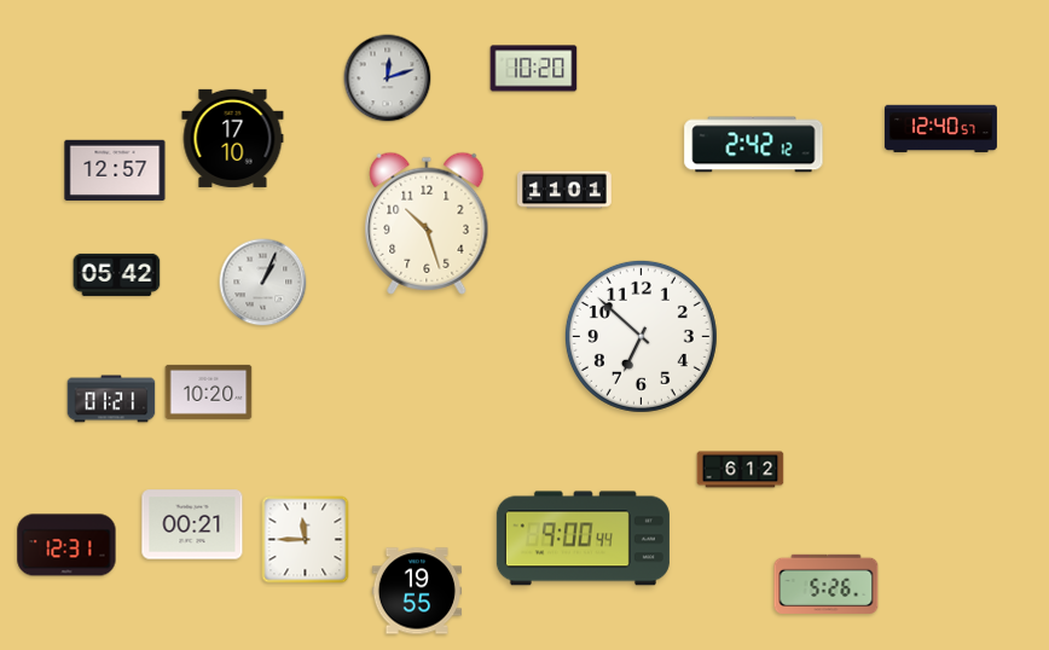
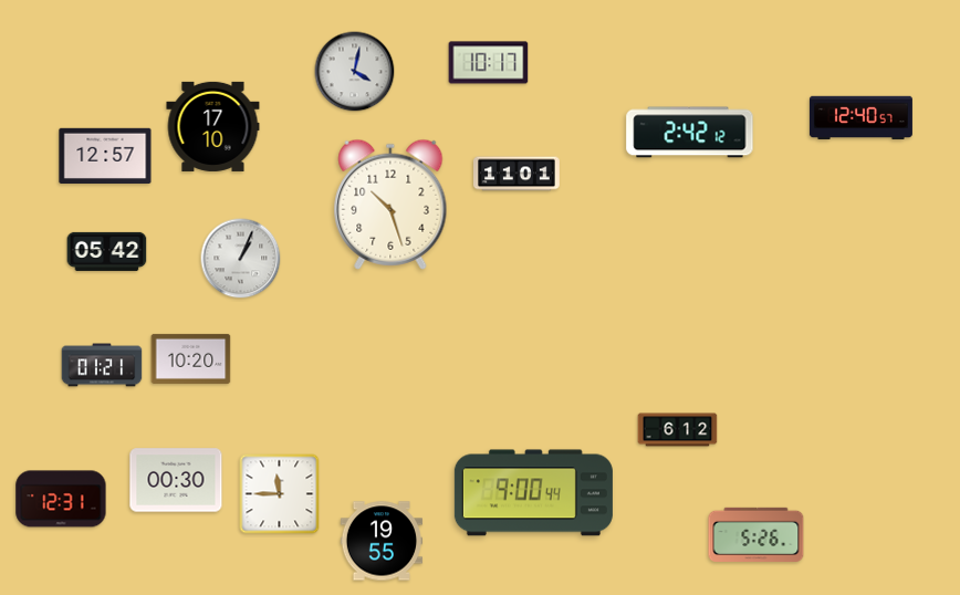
clock at (534, 69): 10:20 -> 10:17
clock at (388, 79): 12:12 -> 4:02
clock at (641, 336): 6:52 -> none
clock at (192, 524): 00:21 -> 00:30
